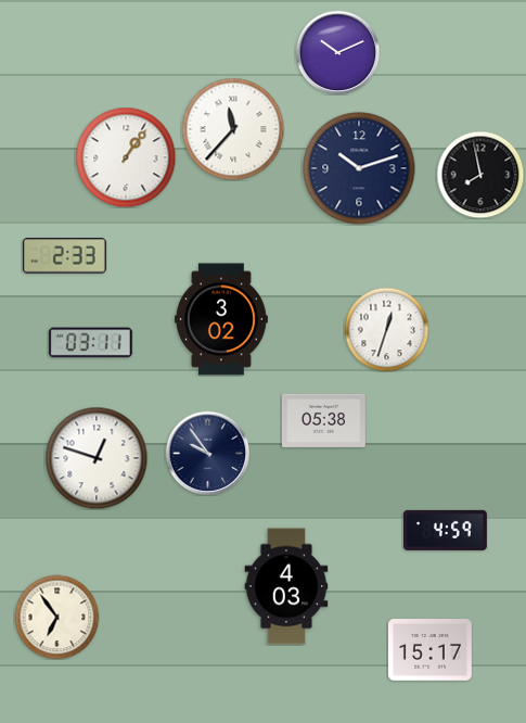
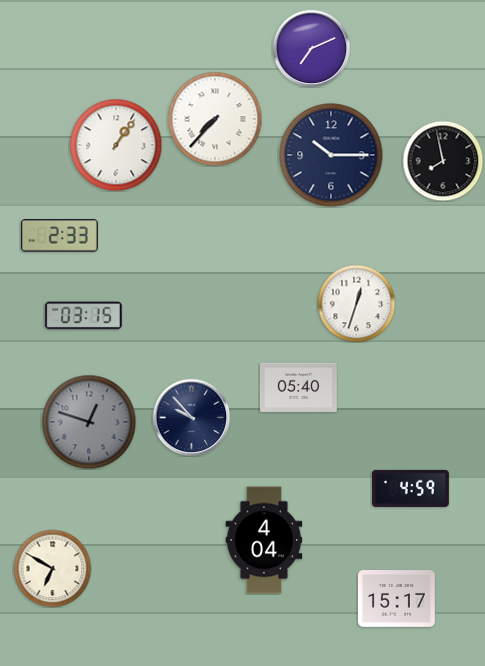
clock at (337, 52): 10:11 -> 7:11
clock at (233, 129): 11:37 -> 7:37
clock at (359, 168): 10:12 -> 10:15
clock at (221, 319): 3:02 -> none
clock at (90, 343): 03:11 -> 03:15
clock at (323, 420): 05:38 -> 05:40
clock at (207, 453): 9:54 -> 9:53
clock at (97, 458) dial: white -> grey
clock at (286, 586): 4:03 -> 4:04
clock at (56, 617): 6:54 -> 6:50
